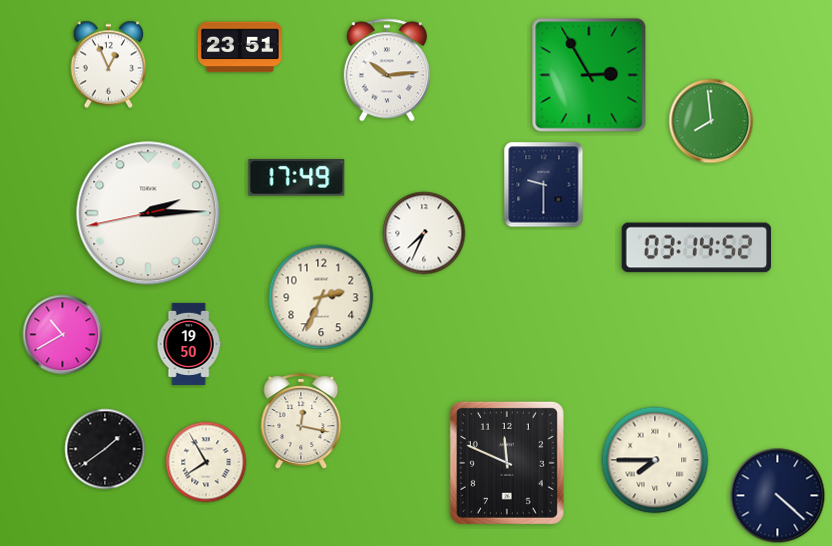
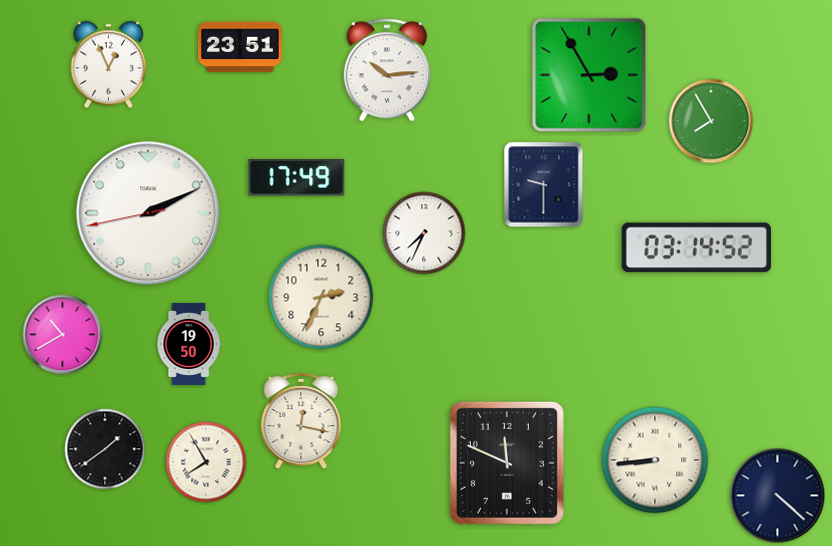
clock at (711, 121): 7:59 -> 7:55
clock at (148, 213): 2:14 -> 2:10
clock at (655, 460): 7:45 -> 8:44
